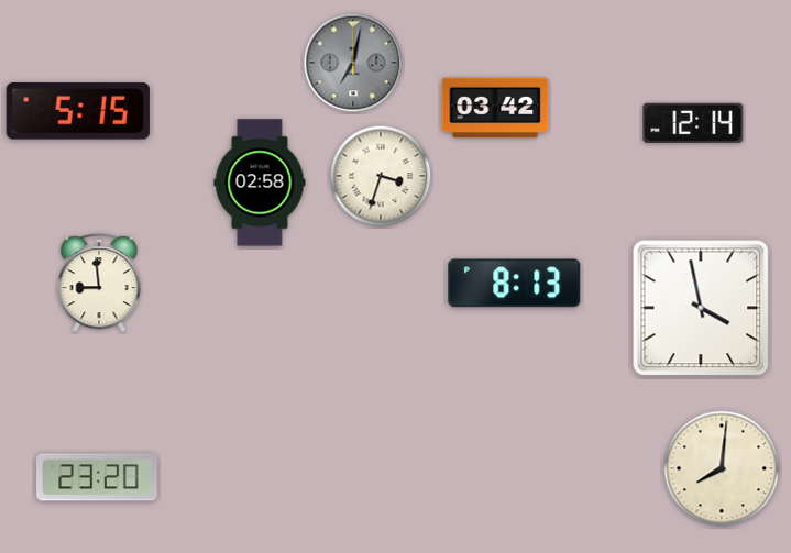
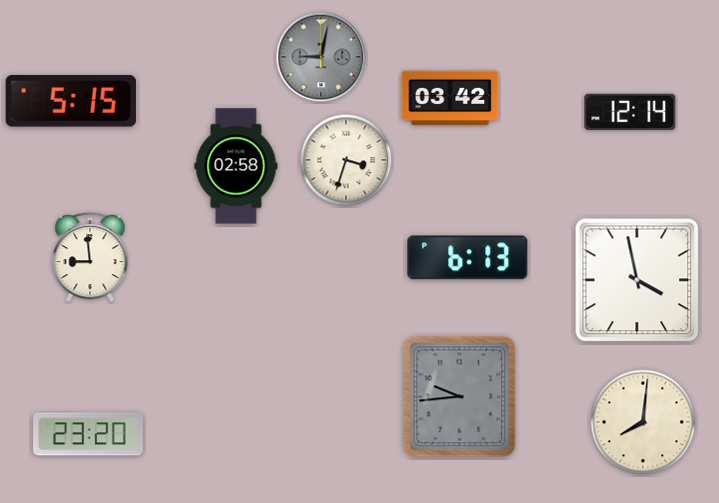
clock at (353, 63): 7:02 -> 9:02
clock at (515, 284): 8:13 -> 6:13
clock at (460, 397): none -> 9:44
clock at (722, 468) position: (722, 468) -> (643, 422)
